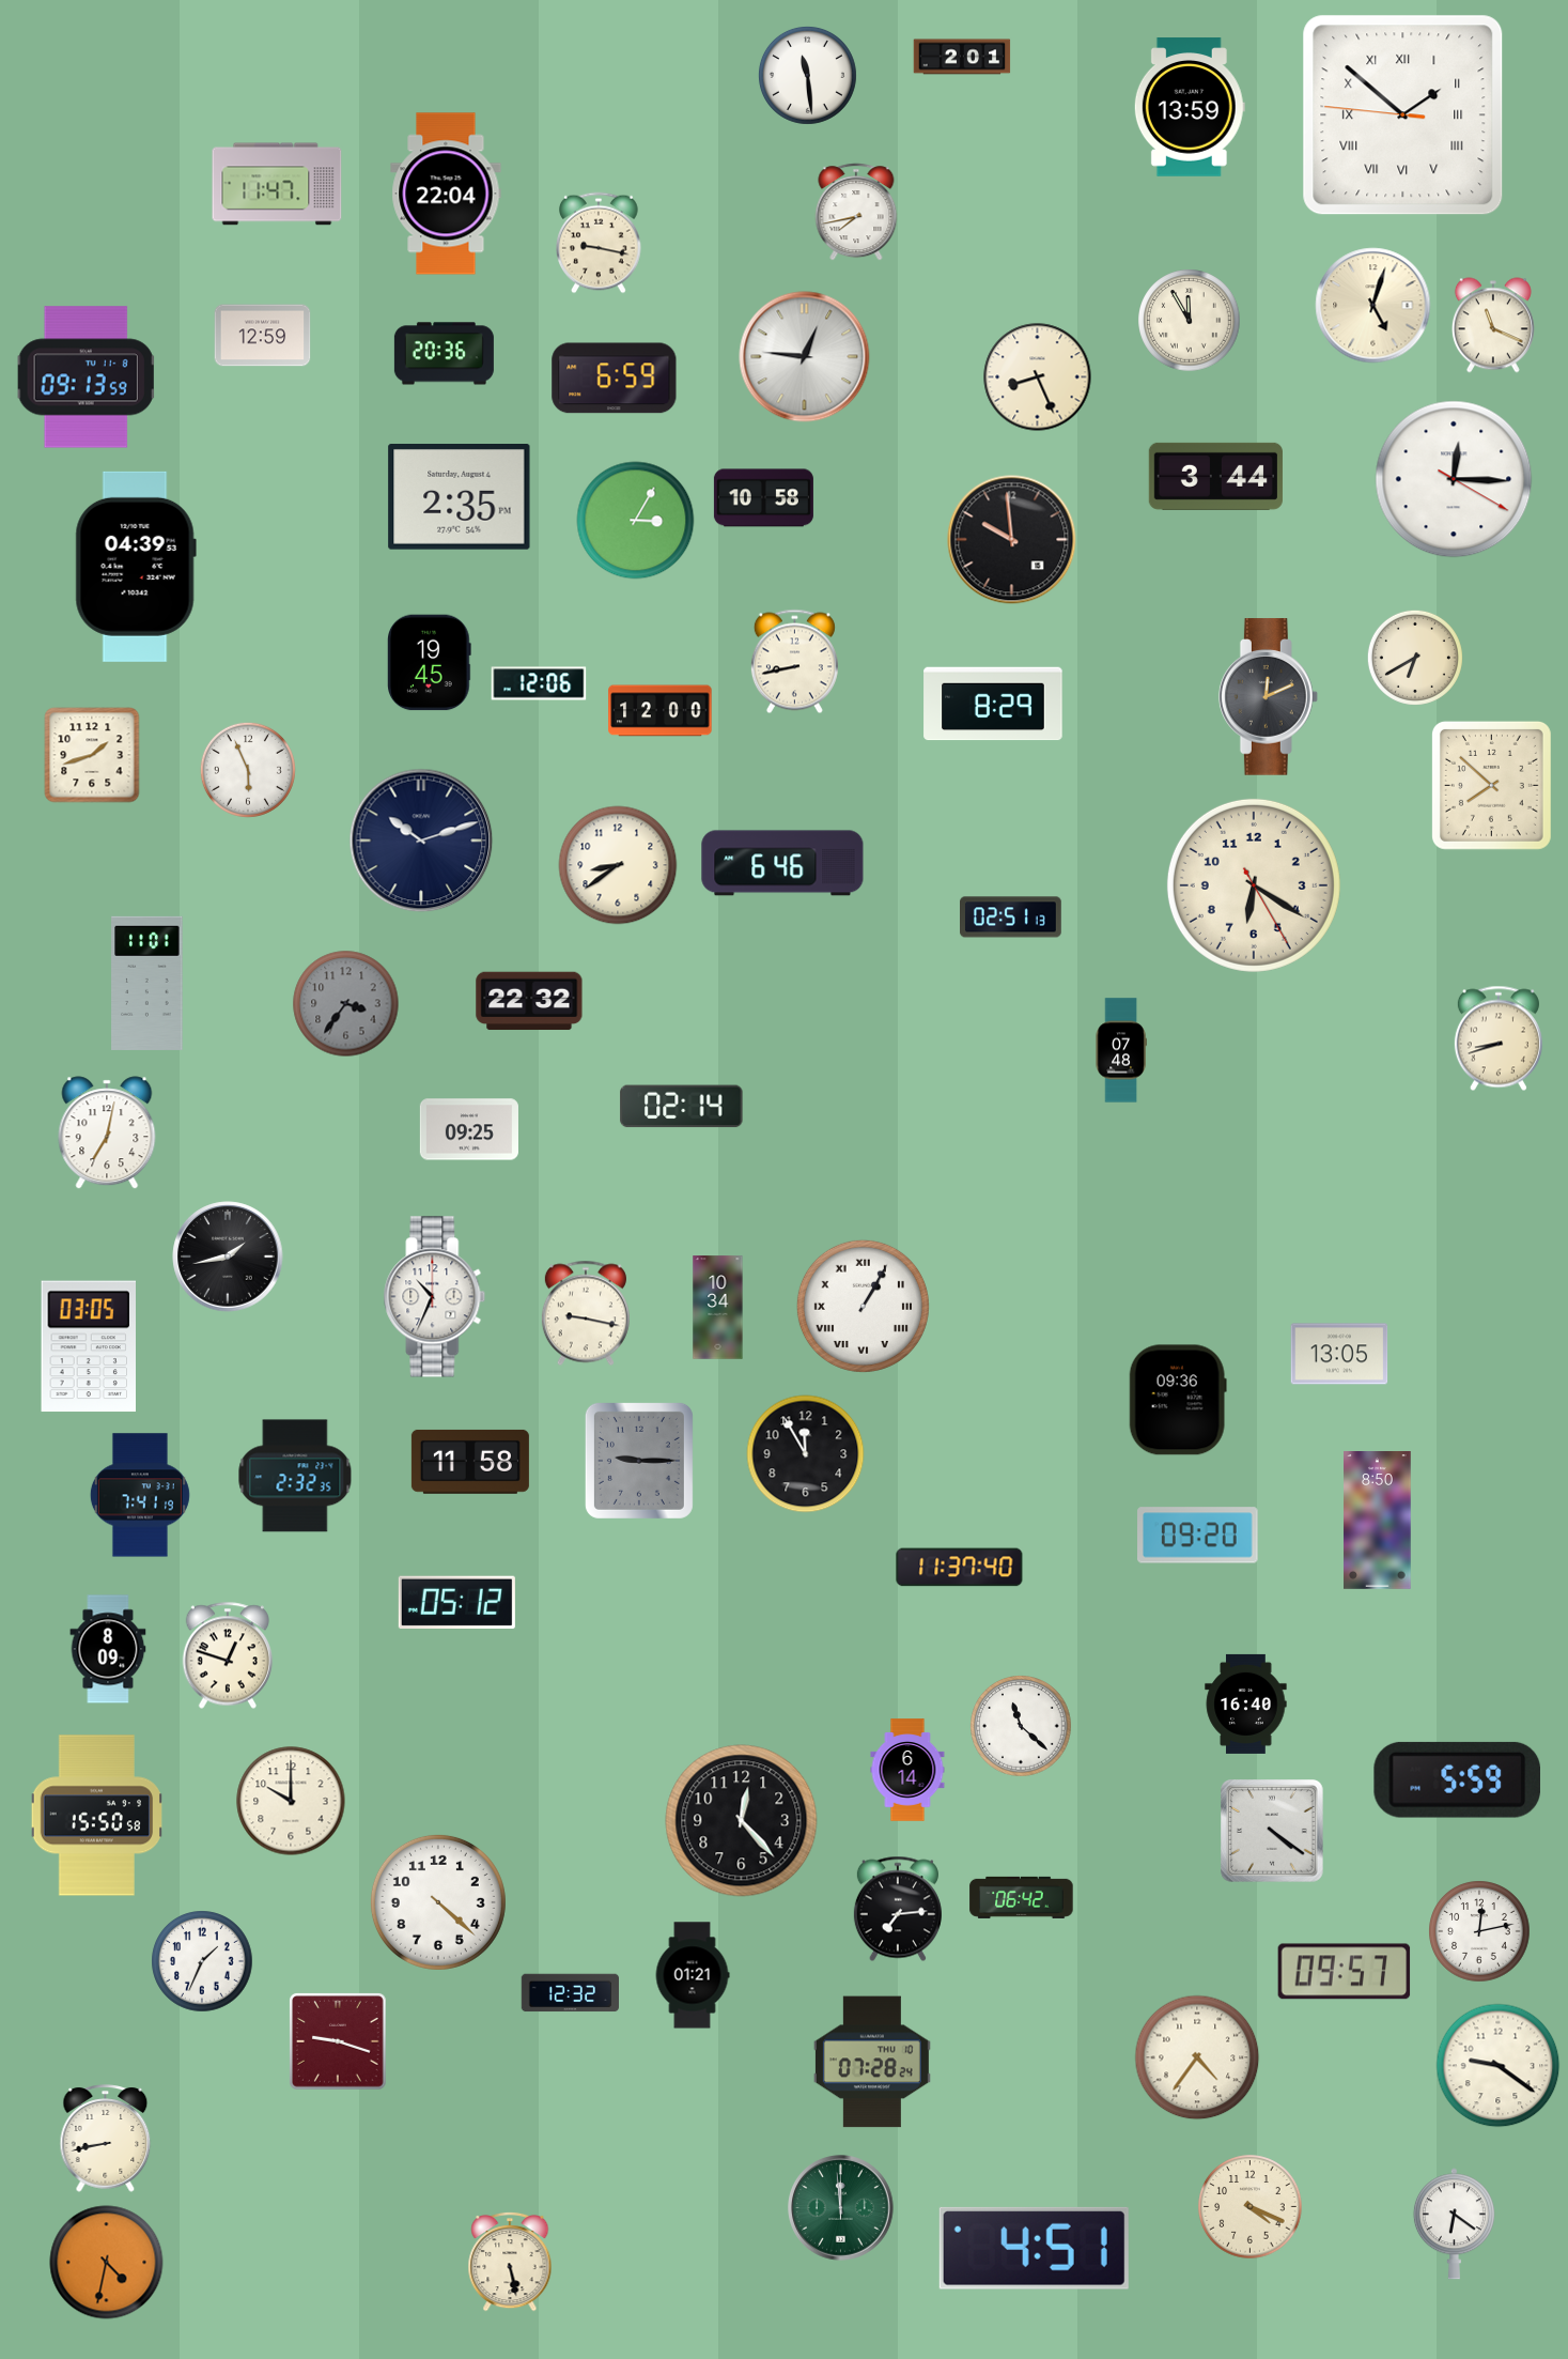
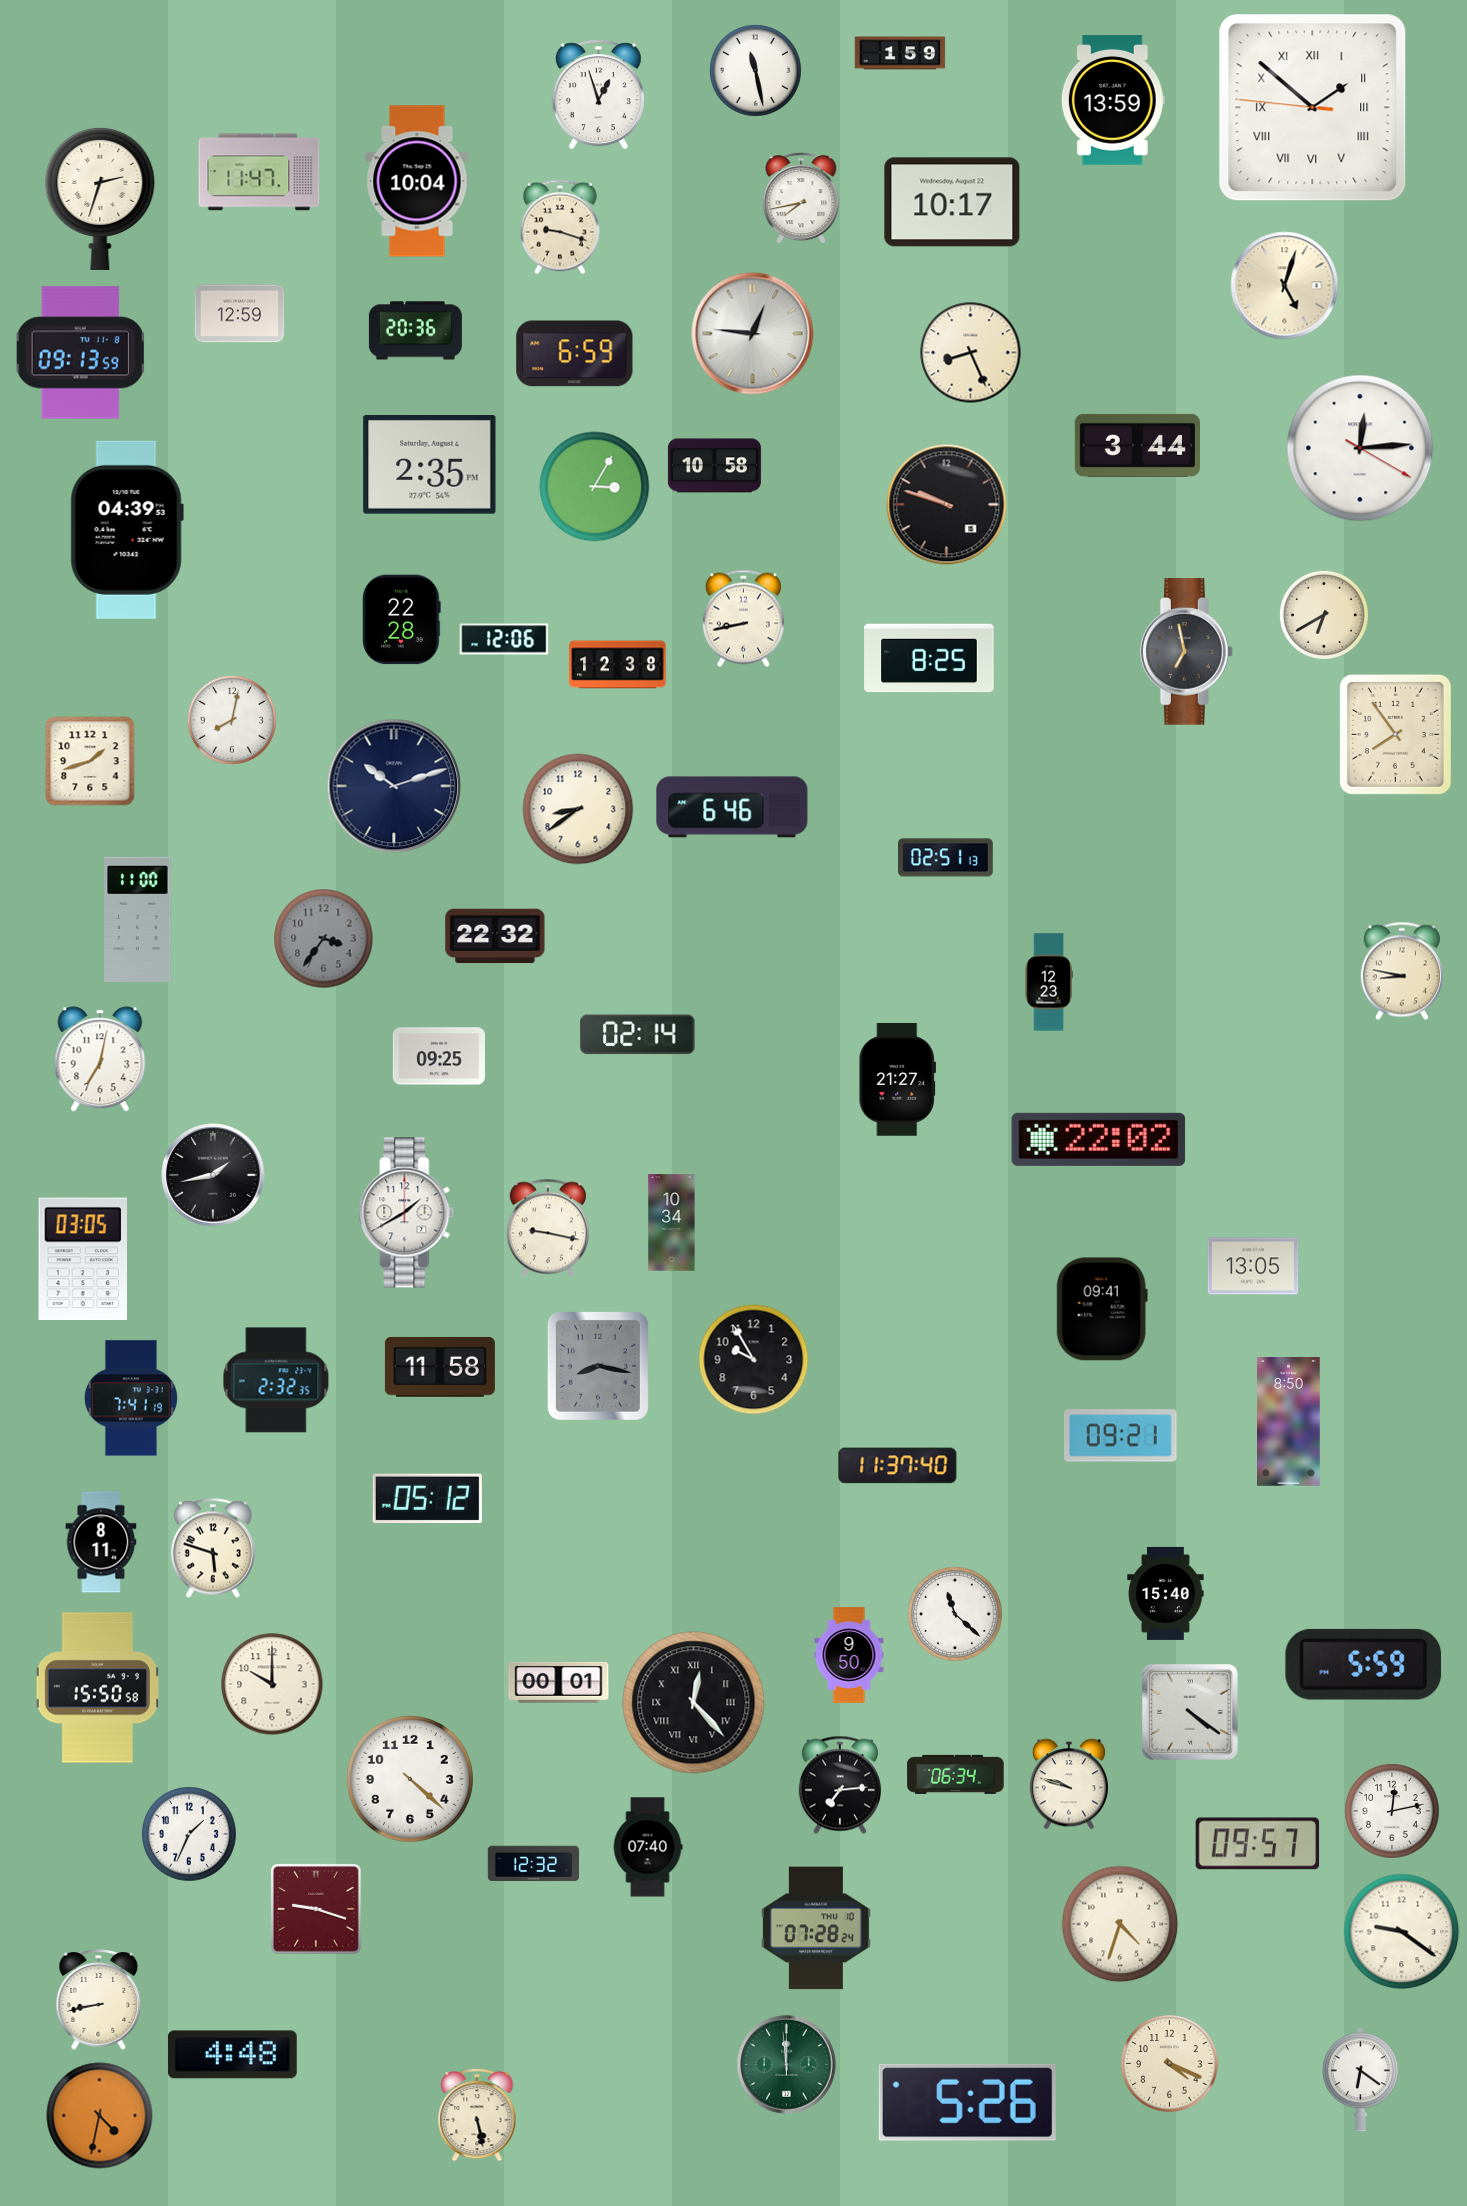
clock at (962, 57): 2:01 -> 1:59
clock at (807, 75): 11:29 -> 11:28
clock at (598, 95): none -> 12:57
clock at (446, 194): 22:04 -> 10:04
clock at (100, 198): none -> 2:33
clock at (952, 202): none -> 10:17
clock at (599, 243): 9:17 -> 9:18
clock at (1190, 321): 11:55 -> none
clock at (1493, 325): 11:19 -> none
clock at (263, 336) position: (263, 336) -> (240, 314)
clock at (1454, 479): 12:15 -> 12:14
clock at (1012, 540): 9:59 -> 9:48
clock at (430, 663): 19:45 -> 22:28
clock at (1268, 697): 12:11 -> 6:58
clock at (993, 704): 8:29 -> 8:25
clock at (661, 711): 12:00 -> 12:38
clock at (92, 755) position: (92, 755) -> (90, 761)
clock at (248, 770): 5:56 -> 8:02
clock at (1491, 785): 7:52 -> 7:54
clock at (1254, 885): 6:20 -> none
clock at (148, 983): 11:01 -> 11:00
clock at (1499, 1038): 8:42 -> 8:47
clock at (1121, 1050): 07:48 -> 12:23
clock at (897, 1080): none -> 21:27
clock at (1099, 1139): none -> 22:02
clock at (435, 1297): 10:34 -> 1:40
clock at (863, 1306): 1:05 -> none
clock at (1178, 1400): 09:36 -> 09:41
clock at (806, 1454): 11:55 -> 9:55
clock at (639, 1461): 9:15 -> 8:17
clock at (1198, 1536): 09:20 -> 09:21
clock at (108, 1649): 8:09 -> 8:11
clock at (228, 1655): 12:48 -> 5:48
clock at (1246, 1703): 16:40 -> 15:40
clock at (907, 1770): 6:14 -> 9:50
clock at (559, 1682): none -> 00:01
clock at (96, 1816) position: (96, 1816) -> (97, 1688)
clock at (742, 1821) numerals: Arabic -> Roman
clock at (1022, 1897): 06:42 -> 06:34
clock at (1069, 1784): none -> 9:48
clock at (1479, 1931) position: (1479, 1931) -> (1392, 1811)
clock at (693, 1975): 01:21 -> 07:40
clock at (1197, 2057): 4:36 -> 4:33
clock at (232, 2055): none -> 4:48
clock at (1034, 2248): 4:51 -> 5:26
